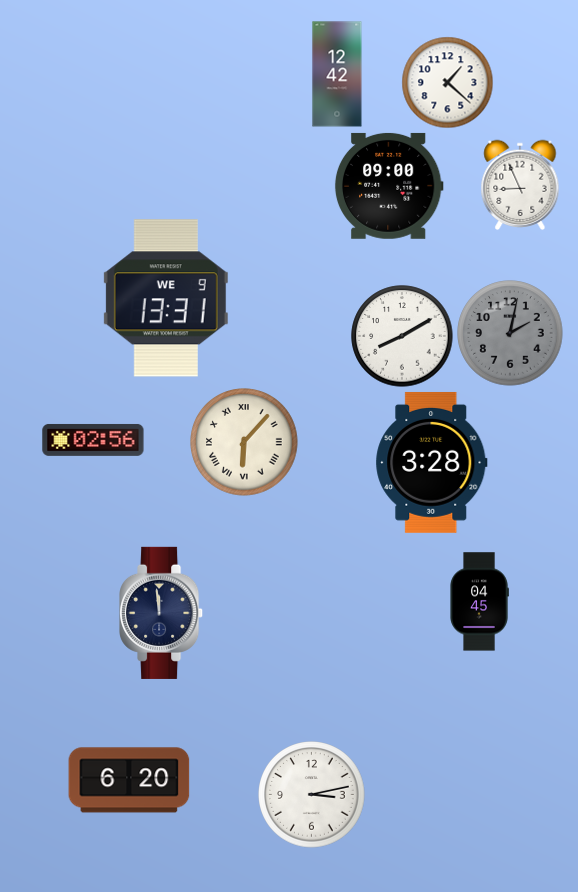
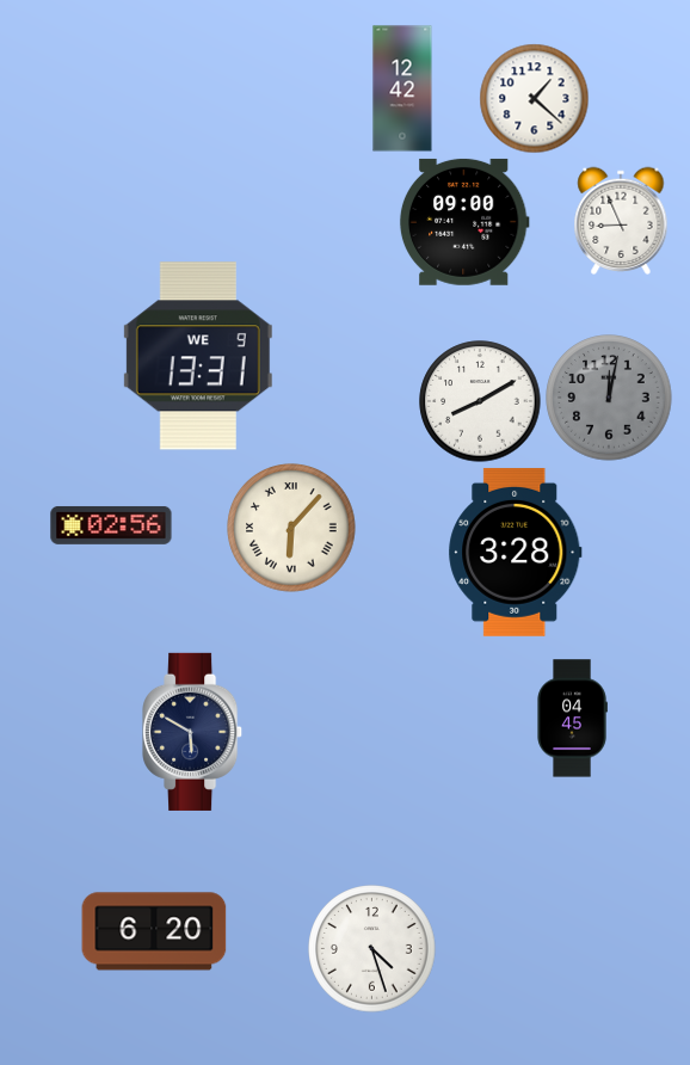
clock at (510, 333): 2:02 -> 12:02
clock at (162, 613): 11:59 -> 5:50
clock at (312, 795): 3:13 -> 4:27
